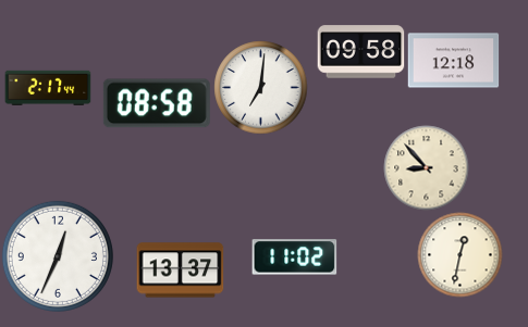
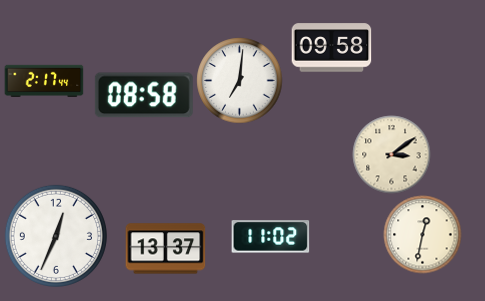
clock at (453, 61): 12:18 -> none
clock at (426, 167): 8:53 -> 3:09
clock at (58, 256) position: (58, 256) -> (56, 236)
